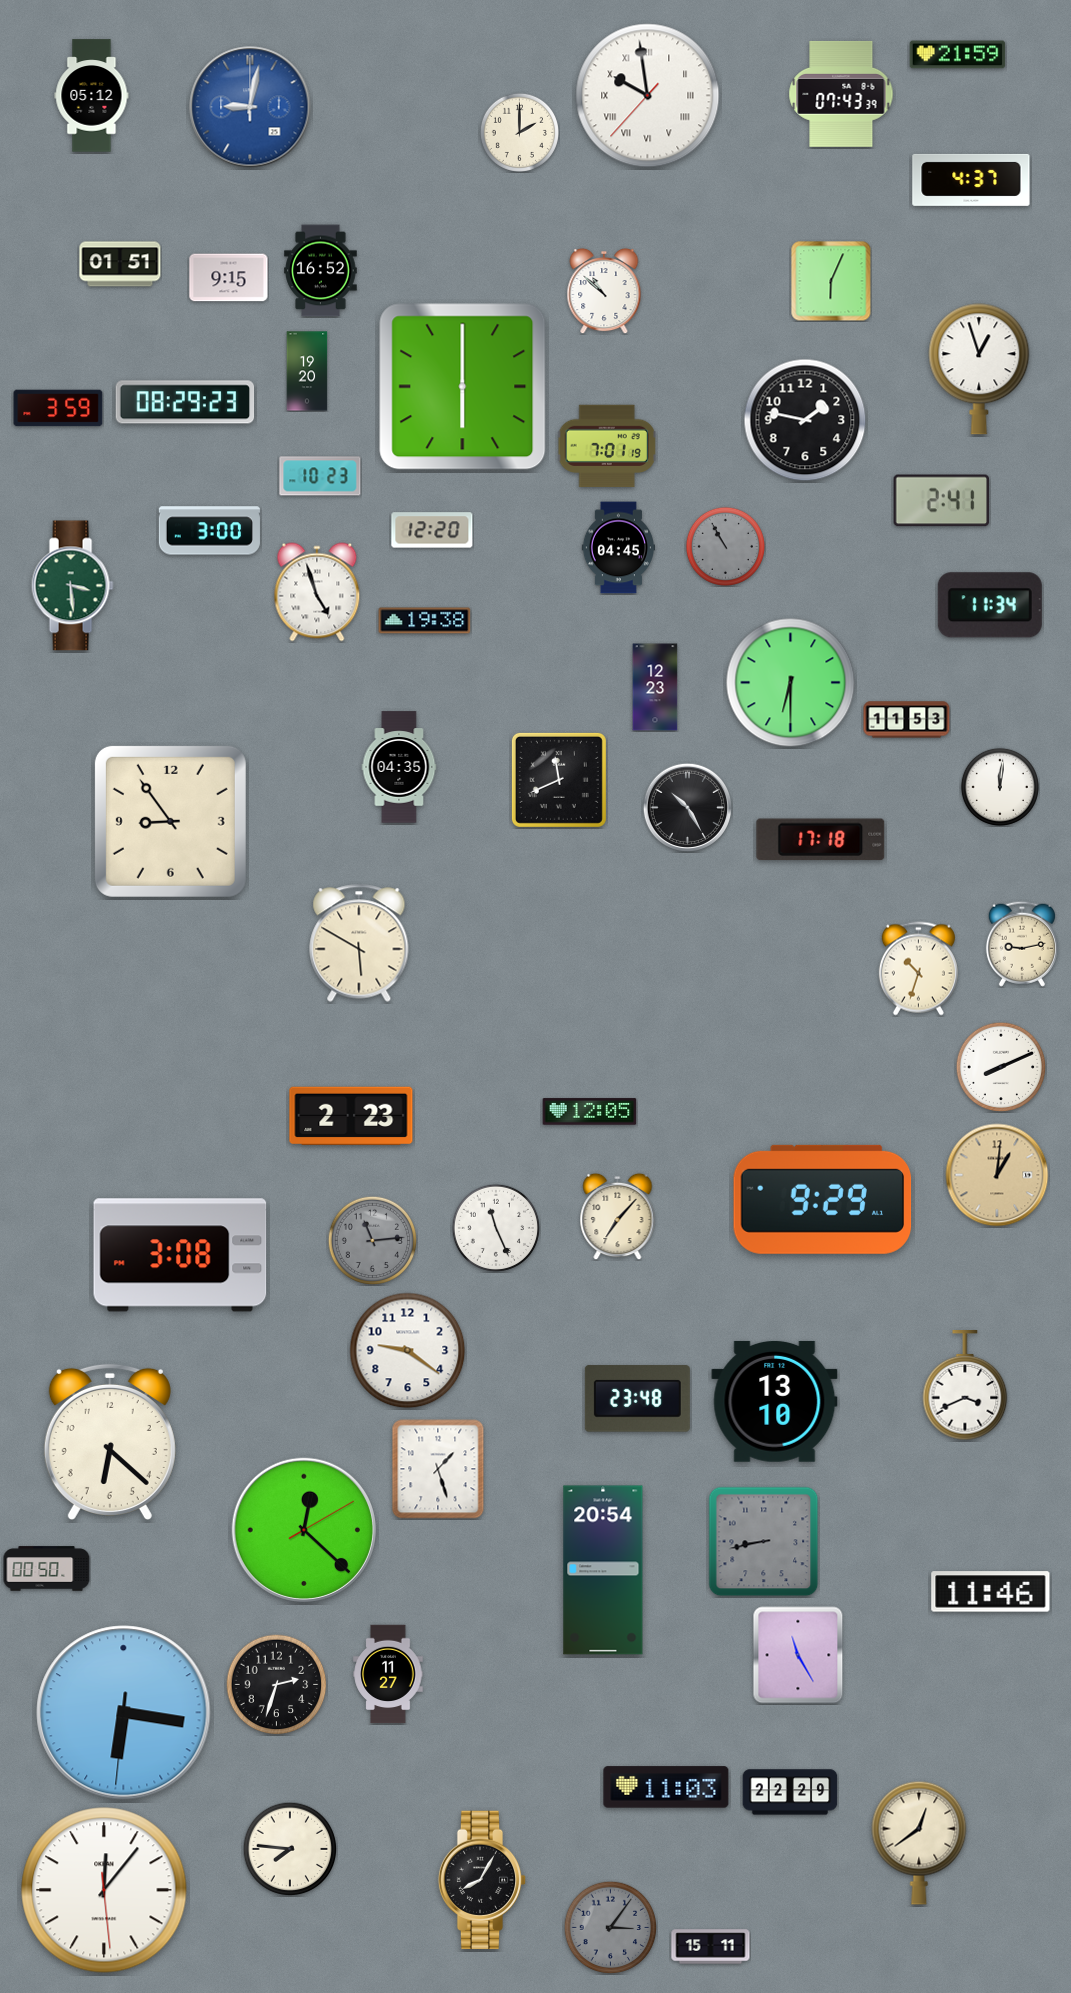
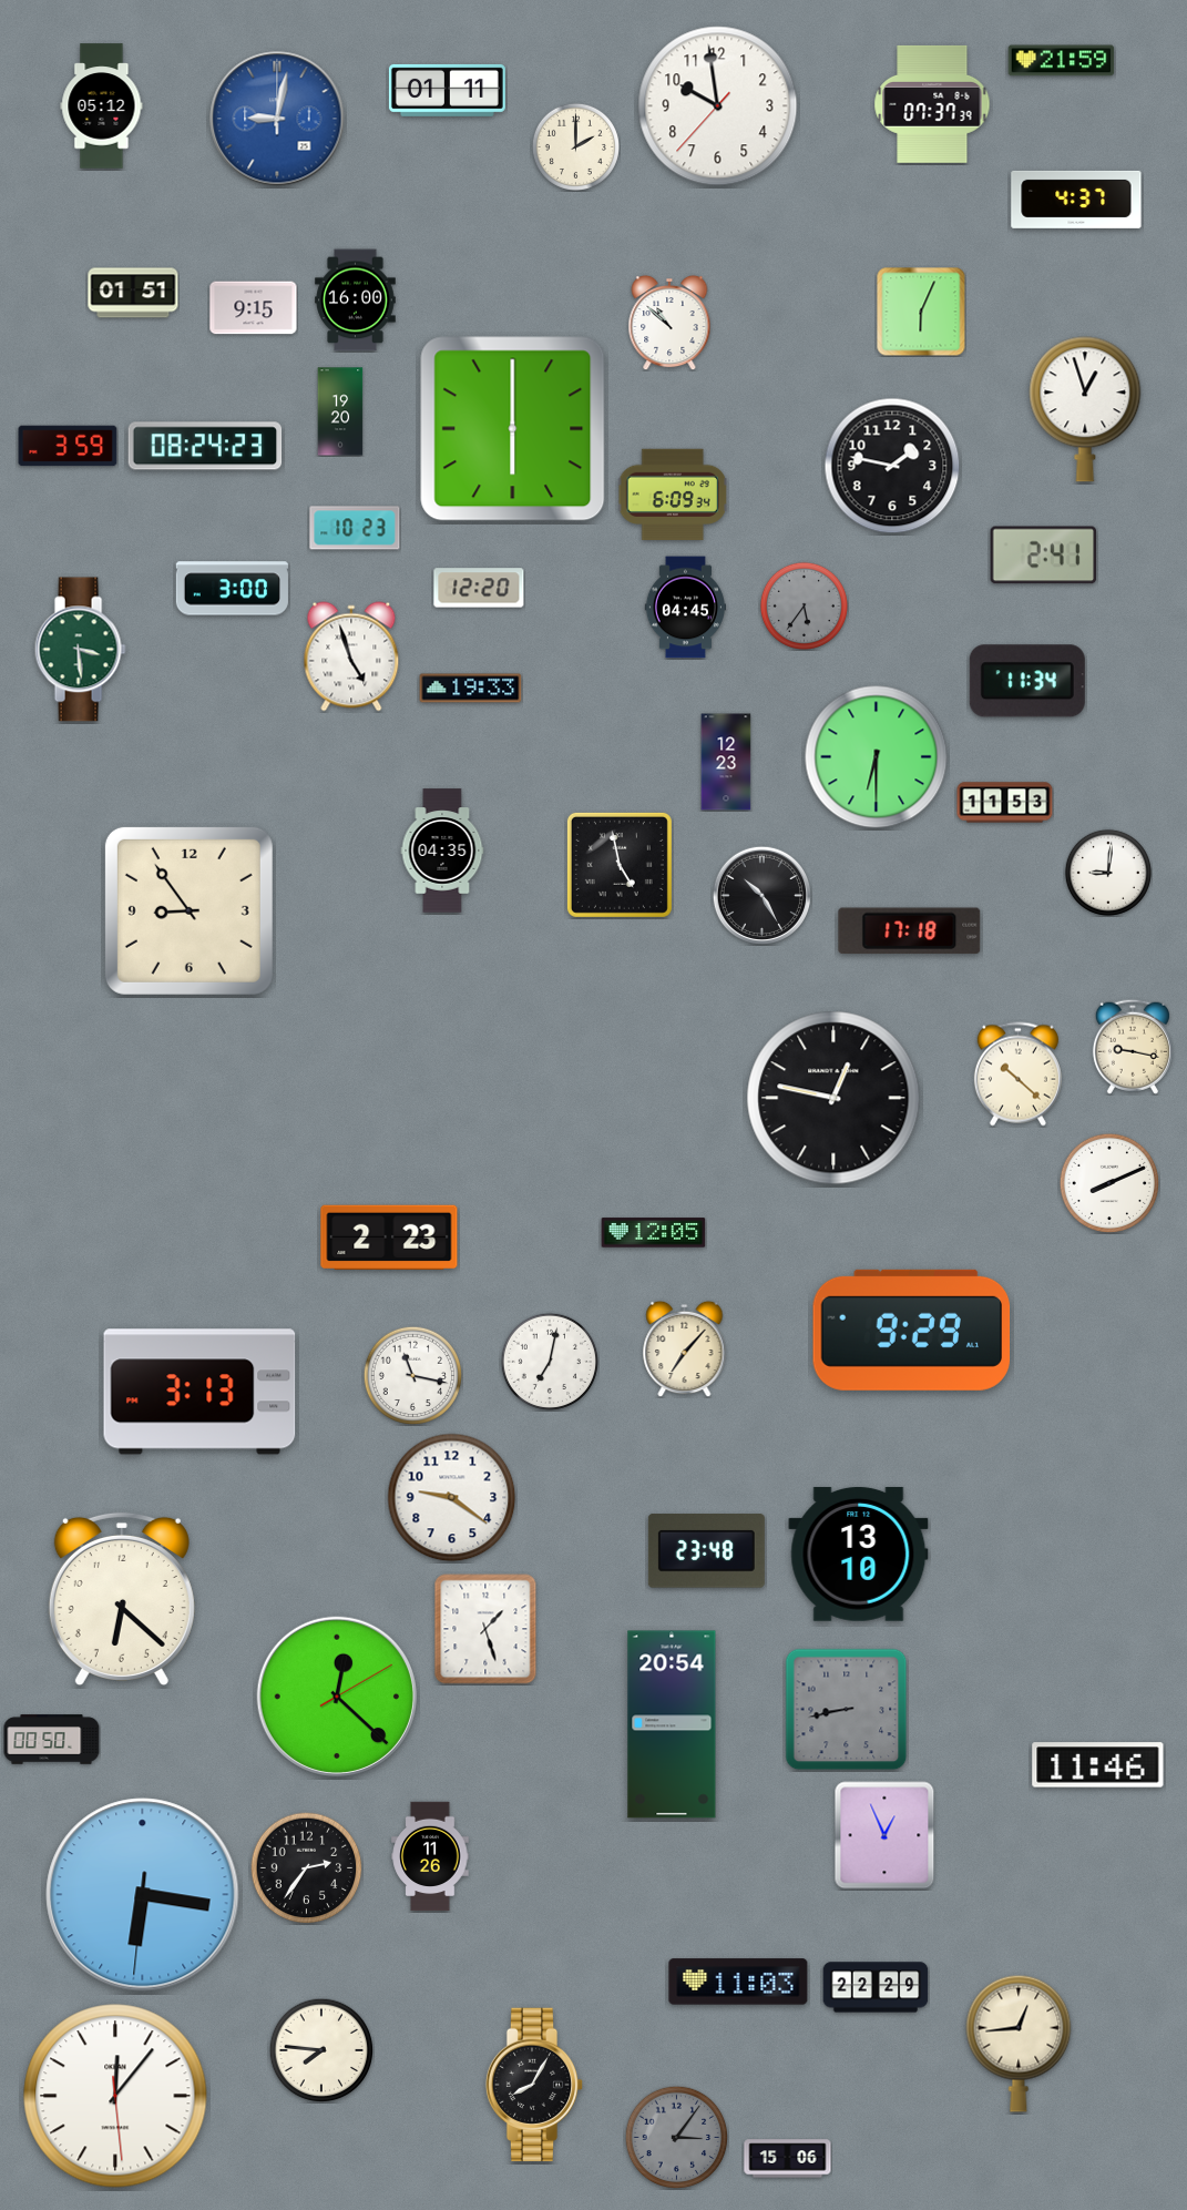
clock at (447, 90): none -> 01:11
clock at (841, 94): 07:43 -> 07:37
clock at (648, 96) numerals: Roman -> Arabic
clock at (321, 271): 16:52 -> 16:00
clock at (185, 402): 08:29 -> 08:24
clock at (58, 408) position: (58, 408) -> (68, 446)
clock at (607, 446): 7:01 -> 6:09
clock at (725, 546): 10:55 -> 5:36
clock at (990, 605) position: (990, 605) -> (1027, 681)
clock at (425, 621): 19:38 -> 19:33
clock at (907, 720) position: (907, 720) -> (1005, 803)
clock at (559, 780): 11:41 -> 4:58
clock at (1000, 787): 12:01 -> 9:01
clock at (359, 943): 5:50 -> none
clock at (1022, 944): 9:13 -> 9:17
clock at (918, 969): 10:33 -> 10:22
clock at (833, 1098): none -> 12:47
clock at (997, 1175): 1:01 -> none
clock at (496, 1228): 11:26 -> 7:02
clock at (372, 1240): 11:14 -> 11:17
clock at (372, 1240) dial: grey -> white
clock at (180, 1255): 3:08 -> 3:13
clock at (965, 1386): 3:41 -> none
clock at (603, 1570) position: (603, 1570) -> (672, 1724)
clock at (798, 1655): 11:25 -> 12:56
clock at (388, 1674): 11:27 -> 11:26
clock at (277, 1685): 2:33 -> 2:36
clock at (124, 1713) position: (124, 1713) -> (143, 1895)
clock at (919, 1843): 12:39 -> 12:44
clock at (711, 1947): 15:11 -> 15:06
